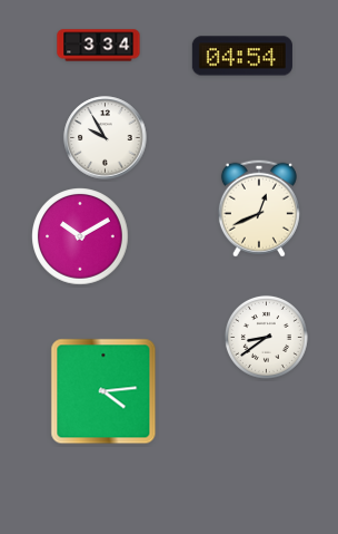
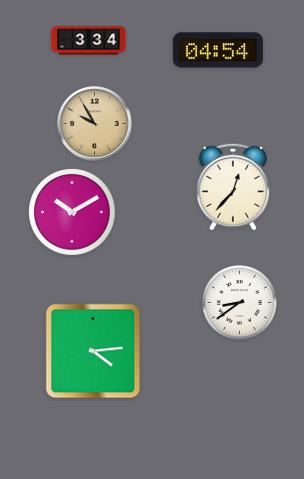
clock at (106, 138) dial: white -> champagne
clock at (259, 208): 12:41 -> 12:37
